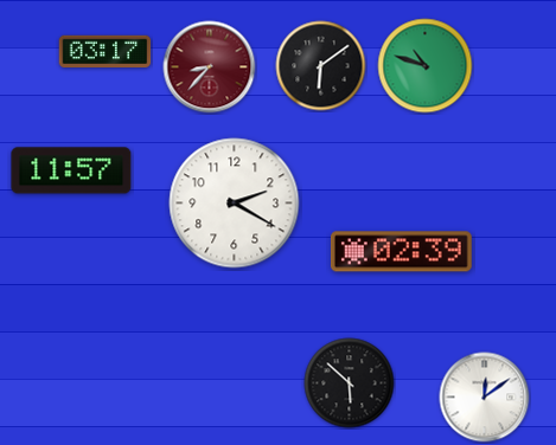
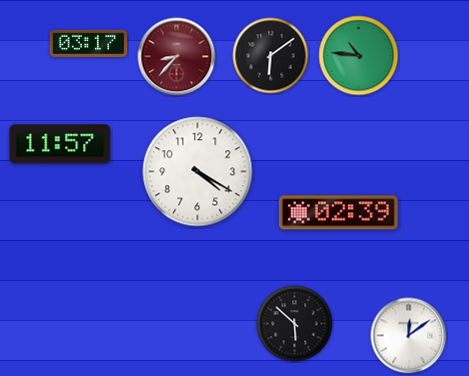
clock at (426, 66): 10:48 -> 10:46
clock at (235, 204): 2:20 -> 4:20
